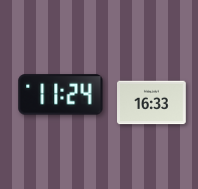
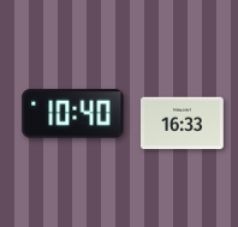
clock at (61, 95): 11:24 -> 10:40
